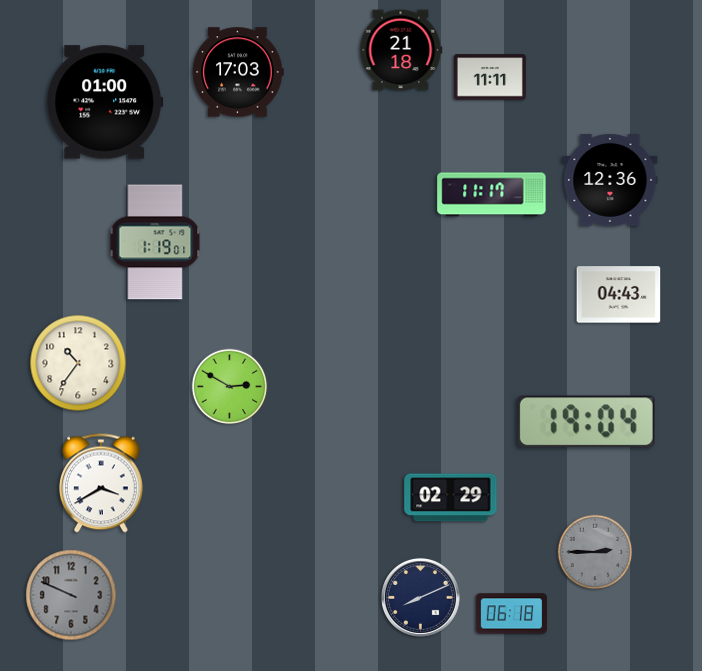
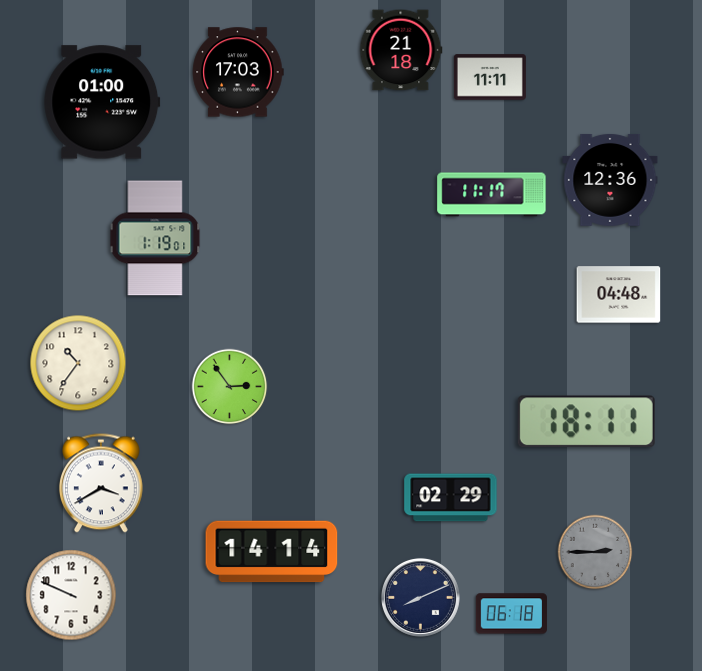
clock at (105, 102) position: (105, 102) -> (102, 102)
clock at (155, 242) position: (155, 242) -> (155, 238)
clock at (619, 295): 04:43 -> 04:48
clock at (230, 387): 2:50 -> 2:54
clock at (586, 422): 19:04 -> 18:11
clock at (272, 552): none -> 14:14
clock at (71, 595) dial: grey -> white
